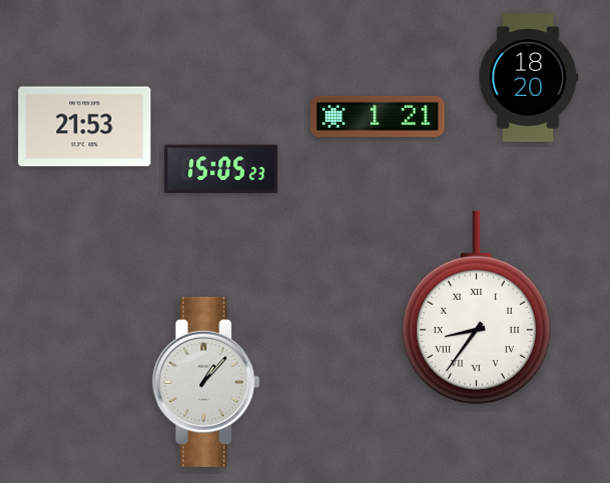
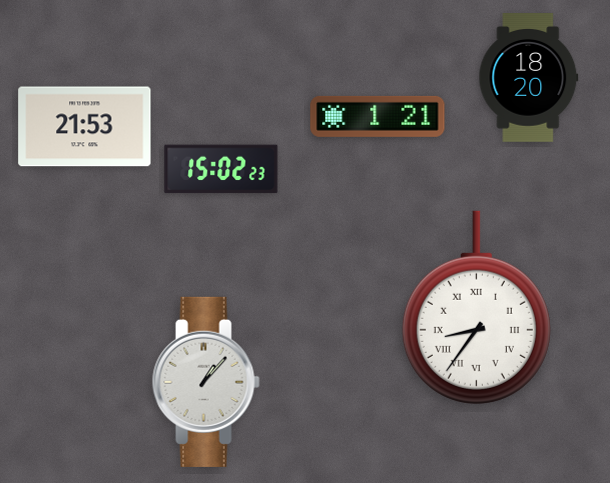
clock at (221, 169): 15:05 -> 15:02
